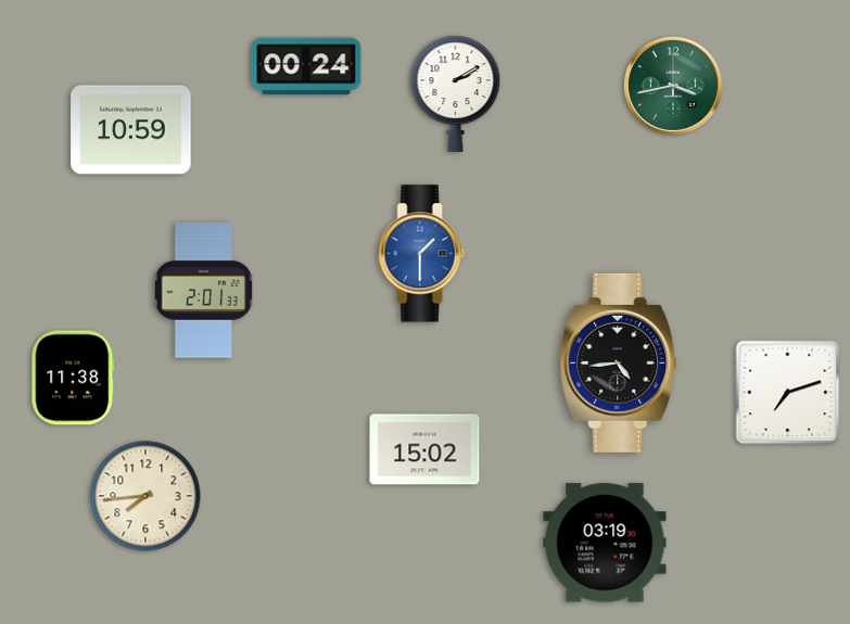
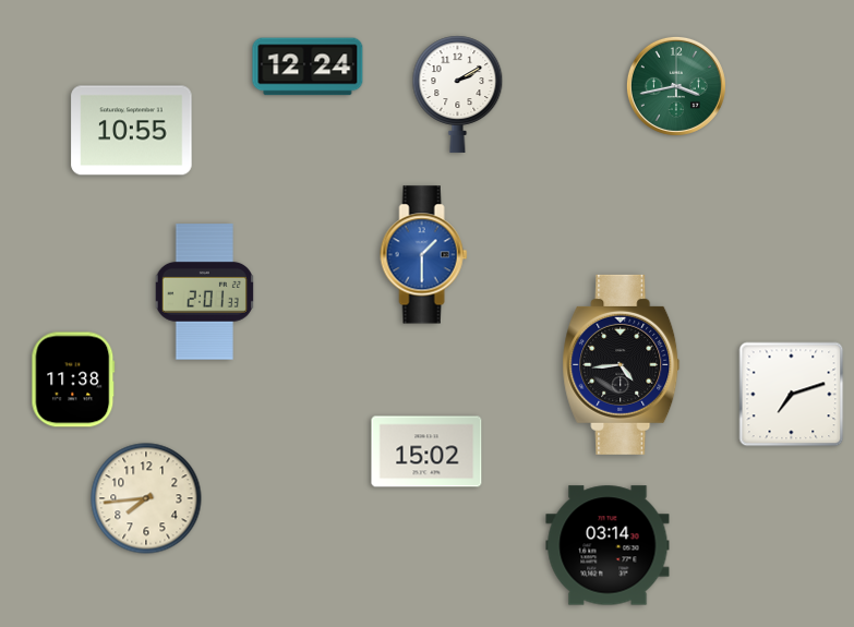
clock at (306, 66): 00:24 -> 12:24
clock at (131, 130): 10:59 -> 10:55
clock at (605, 543): 03:19 -> 03:14
